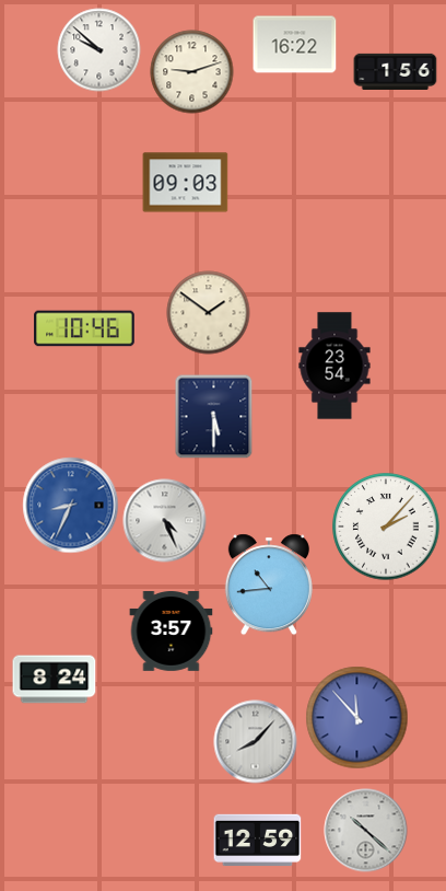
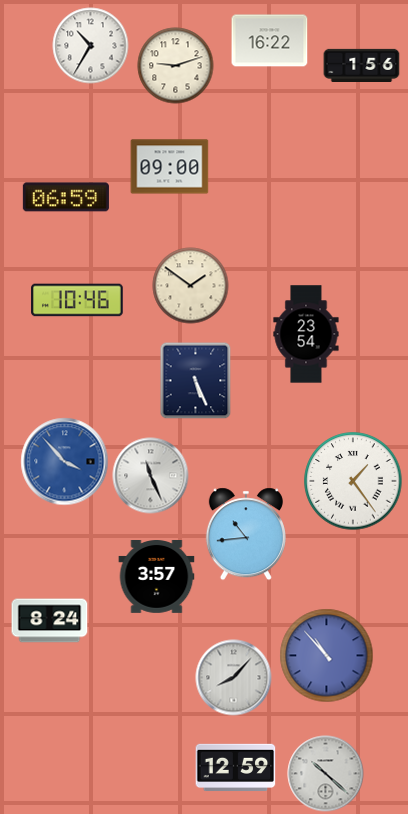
clock at (99, 50): 9:52 -> 10:35
clock at (186, 183): 09:03 -> 09:00
clock at (66, 197): none -> 06:59
clock at (214, 416): 5:30 -> 5:26
clock at (71, 506): 8:34 -> 3:53
clock at (165, 521): 4:26 -> 11:26
clock at (386, 526): 2:07 -> 1:24
clock at (357, 718): 11:53 -> 10:53
clock at (366, 831) position: (366, 831) -> (326, 774)
